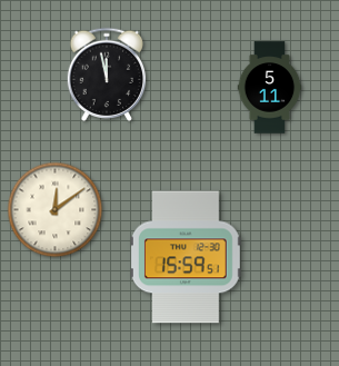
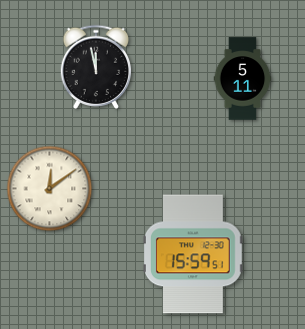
clock at (186, 257) position: (186, 257) -> (193, 254)
